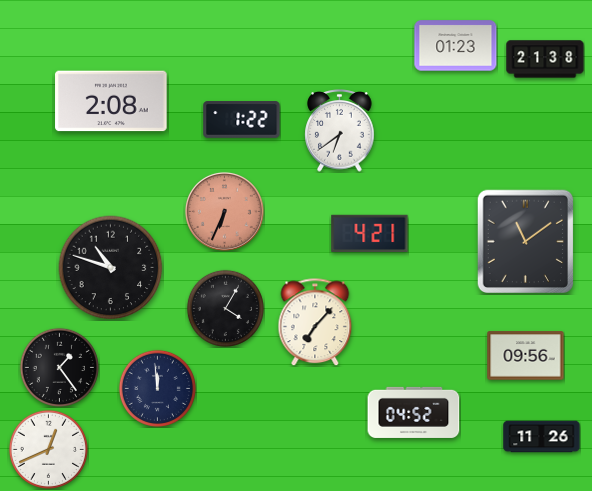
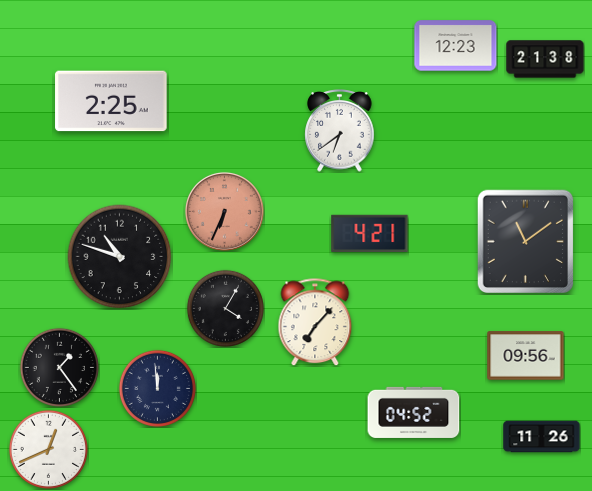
clock at (456, 46): 01:23 -> 12:23
clock at (111, 101): 2:08 -> 2:25
clock at (242, 120): 1:22 -> none
clock at (111, 268) position: (111, 268) -> (120, 257)
